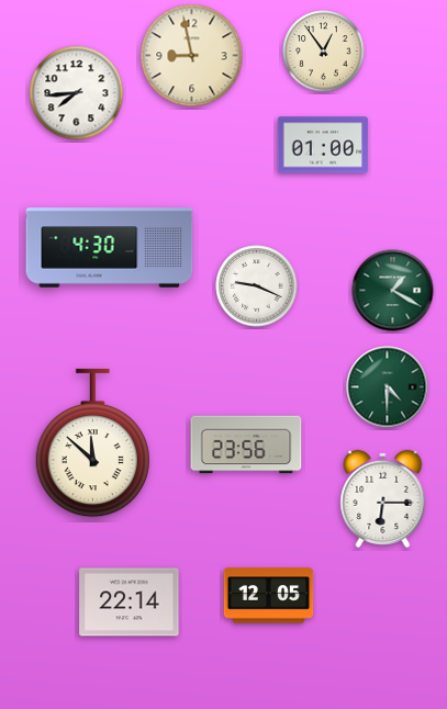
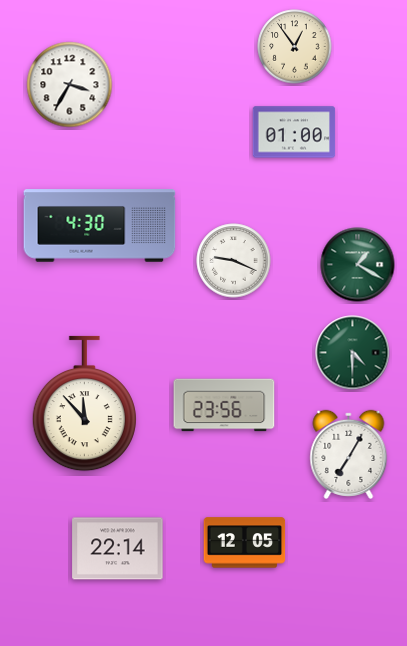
clock at (192, 56): 8:58 -> none
clock at (77, 93): 7:44 -> 3:35
clock at (92, 443): 11:52 -> 11:53
clock at (383, 498): 6:15 -> 7:05
